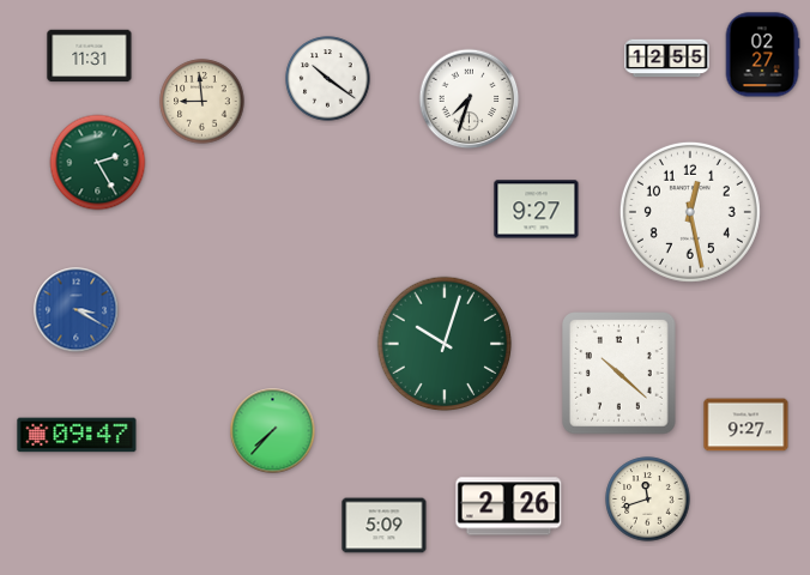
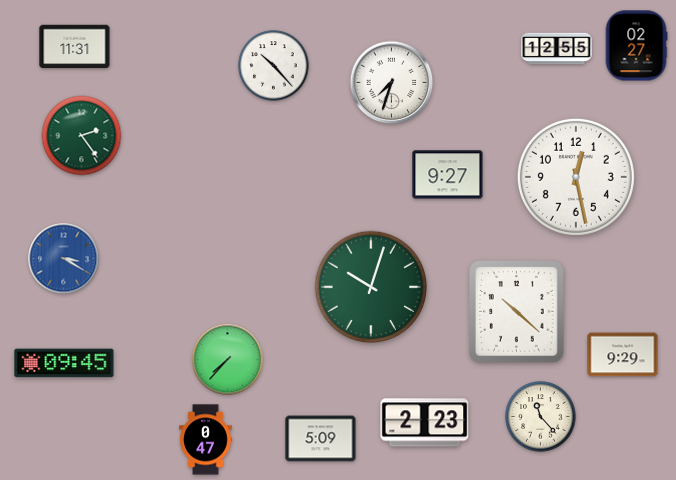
clock at (328, 79): 10:21 -> 10:23
clock at (202, 102): 8:59 -> none
clock at (98, 163): 2:25 -> 2:24
clock at (746, 425): 9:27 -> 9:29
clock at (77, 435): 09:47 -> 09:45
clock at (648, 500): 11:42 -> 11:23
clock at (509, 507): 2:26 -> 2:23
clock at (206, 440): none -> 0:47
